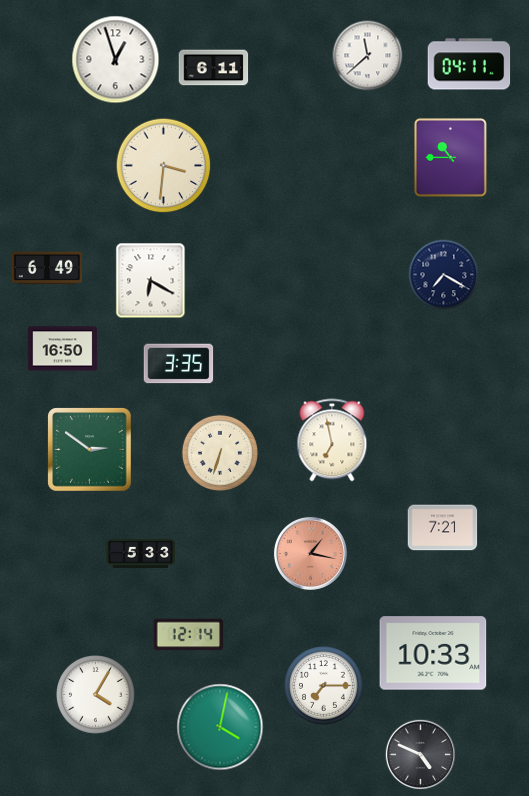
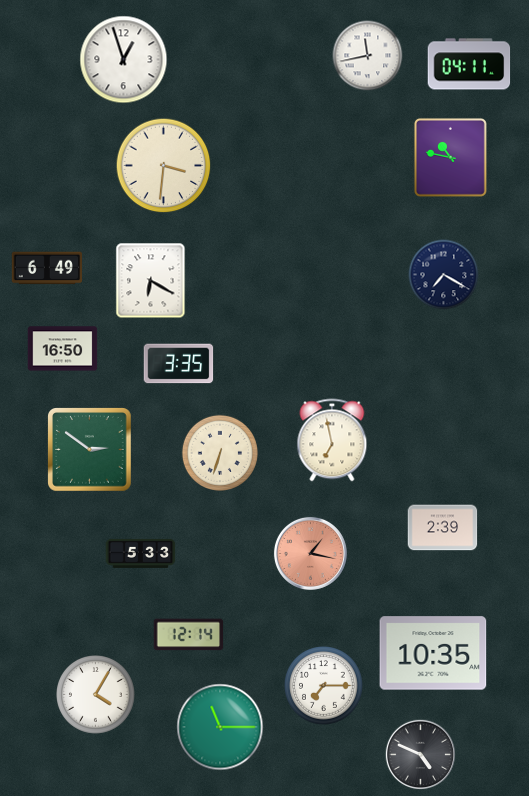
clock at (368, 56): 11:38 -> 11:43
clock at (116, 60) position: (116, 60) -> (124, 60)
clock at (214, 68): 6:11 -> none
clock at (450, 157): 10:45 -> 10:47
clock at (443, 528): 7:21 -> 2:39
clock at (433, 653): 10:33 -> 10:35
clock at (220, 727): 4:02 -> 11:15
